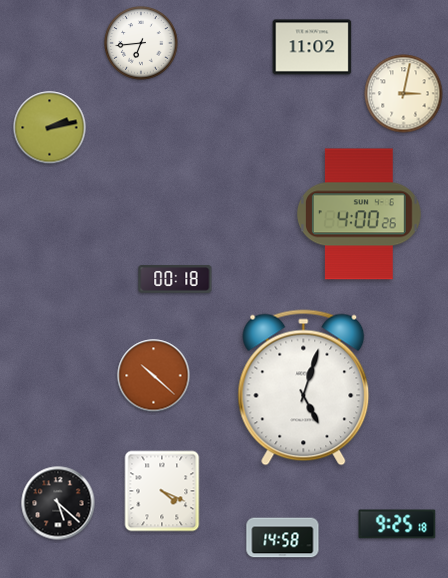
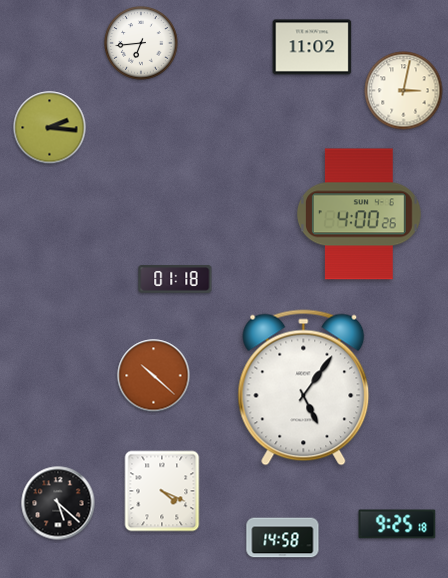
clock at (404, 94) position: (404, 94) -> (404, 91)
clock at (50, 128): 2:13 -> 2:16
clock at (175, 279): 00:18 -> 01:18
clock at (304, 388): 5:03 -> 5:06
